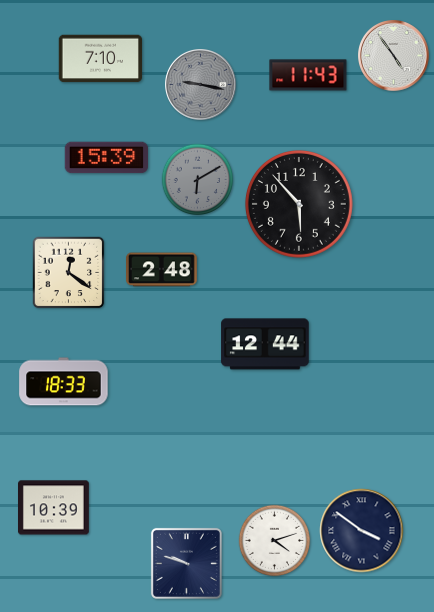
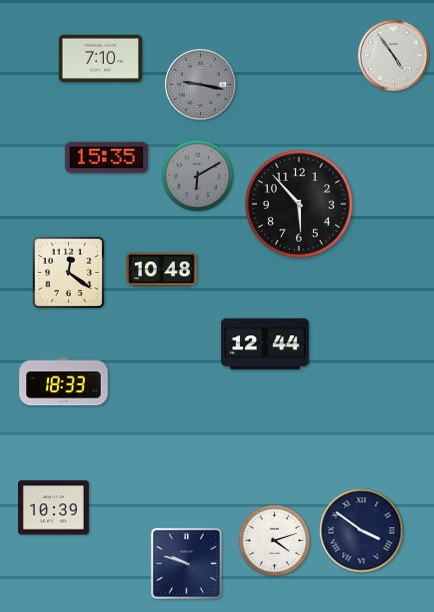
clock at (308, 75): 11:43 -> none
clock at (107, 158): 15:39 -> 15:35
clock at (198, 180) position: (198, 180) -> (198, 176)
clock at (162, 270): 2:48 -> 10:48
